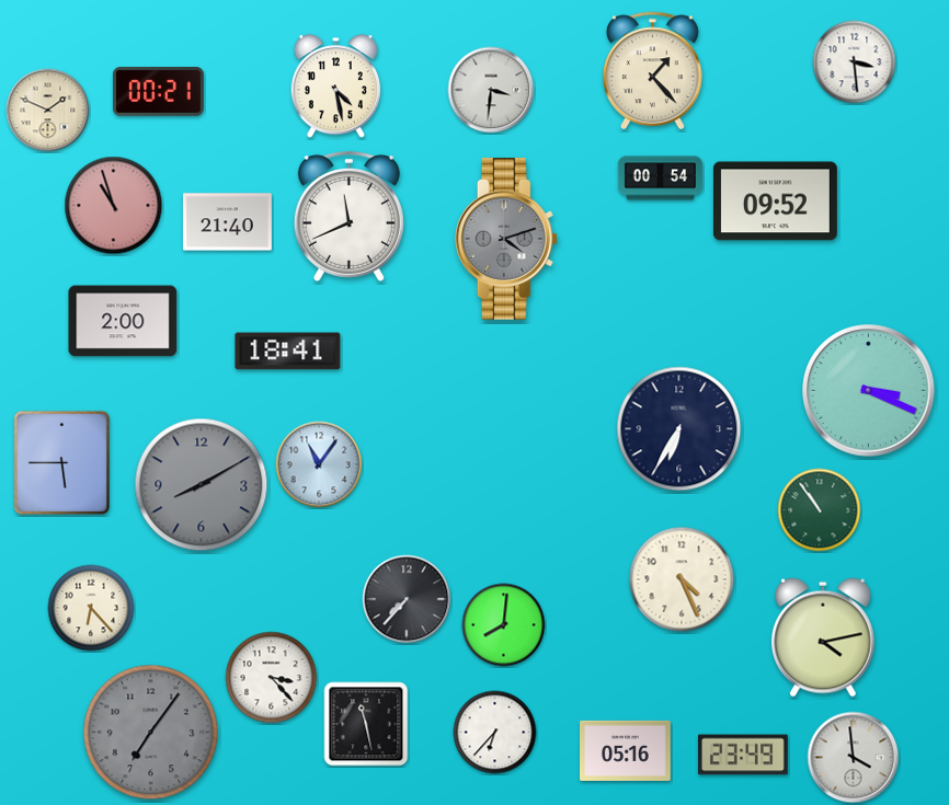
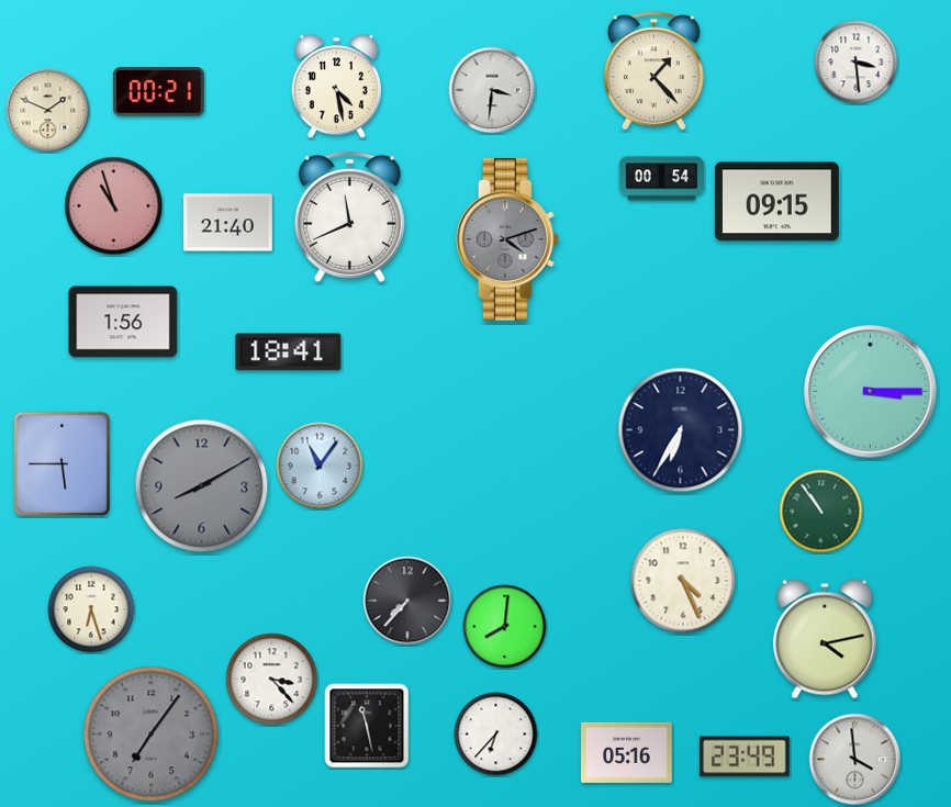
clock at (775, 202): 09:52 -> 09:15
clock at (123, 321): 2:00 -> 1:56
clock at (869, 391): 3:19 -> 3:15
clock at (91, 608): 6:23 -> 6:27
